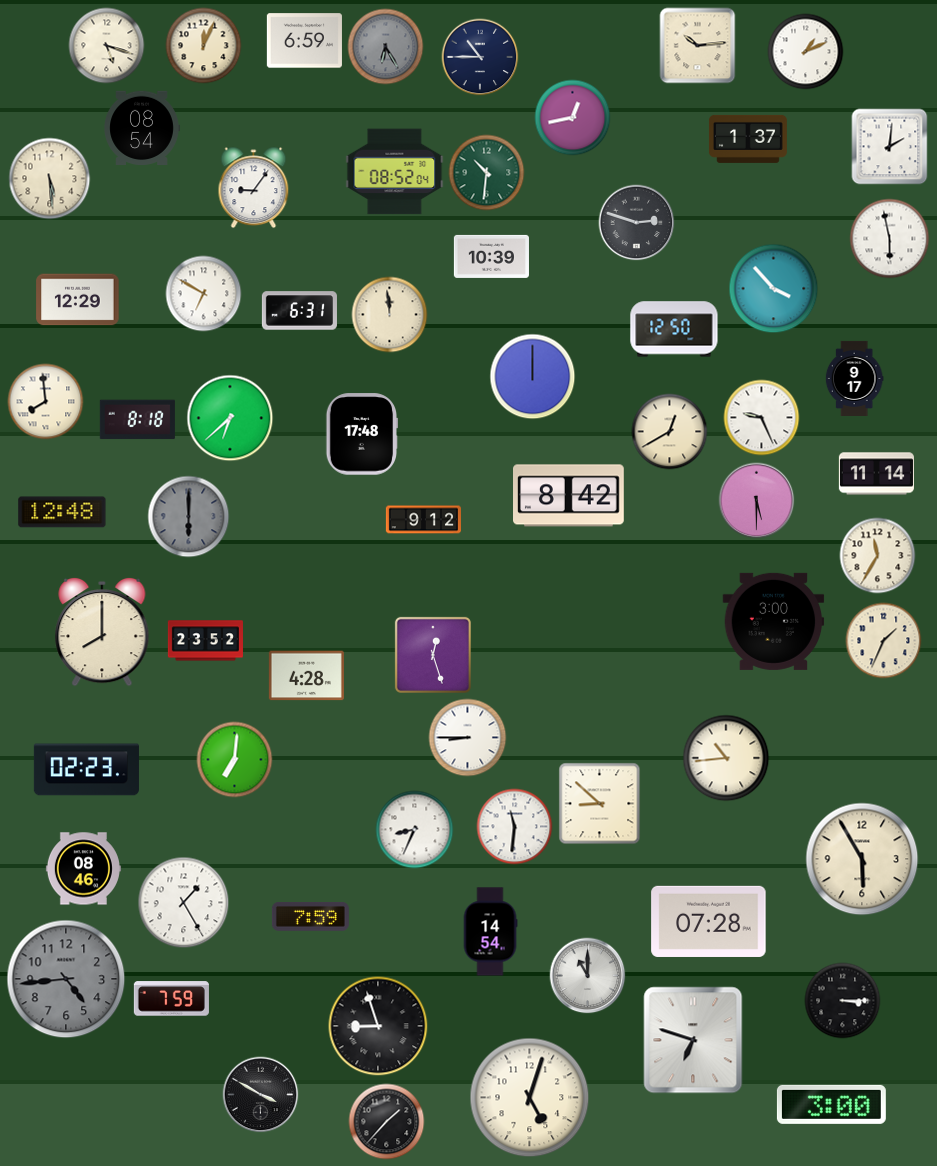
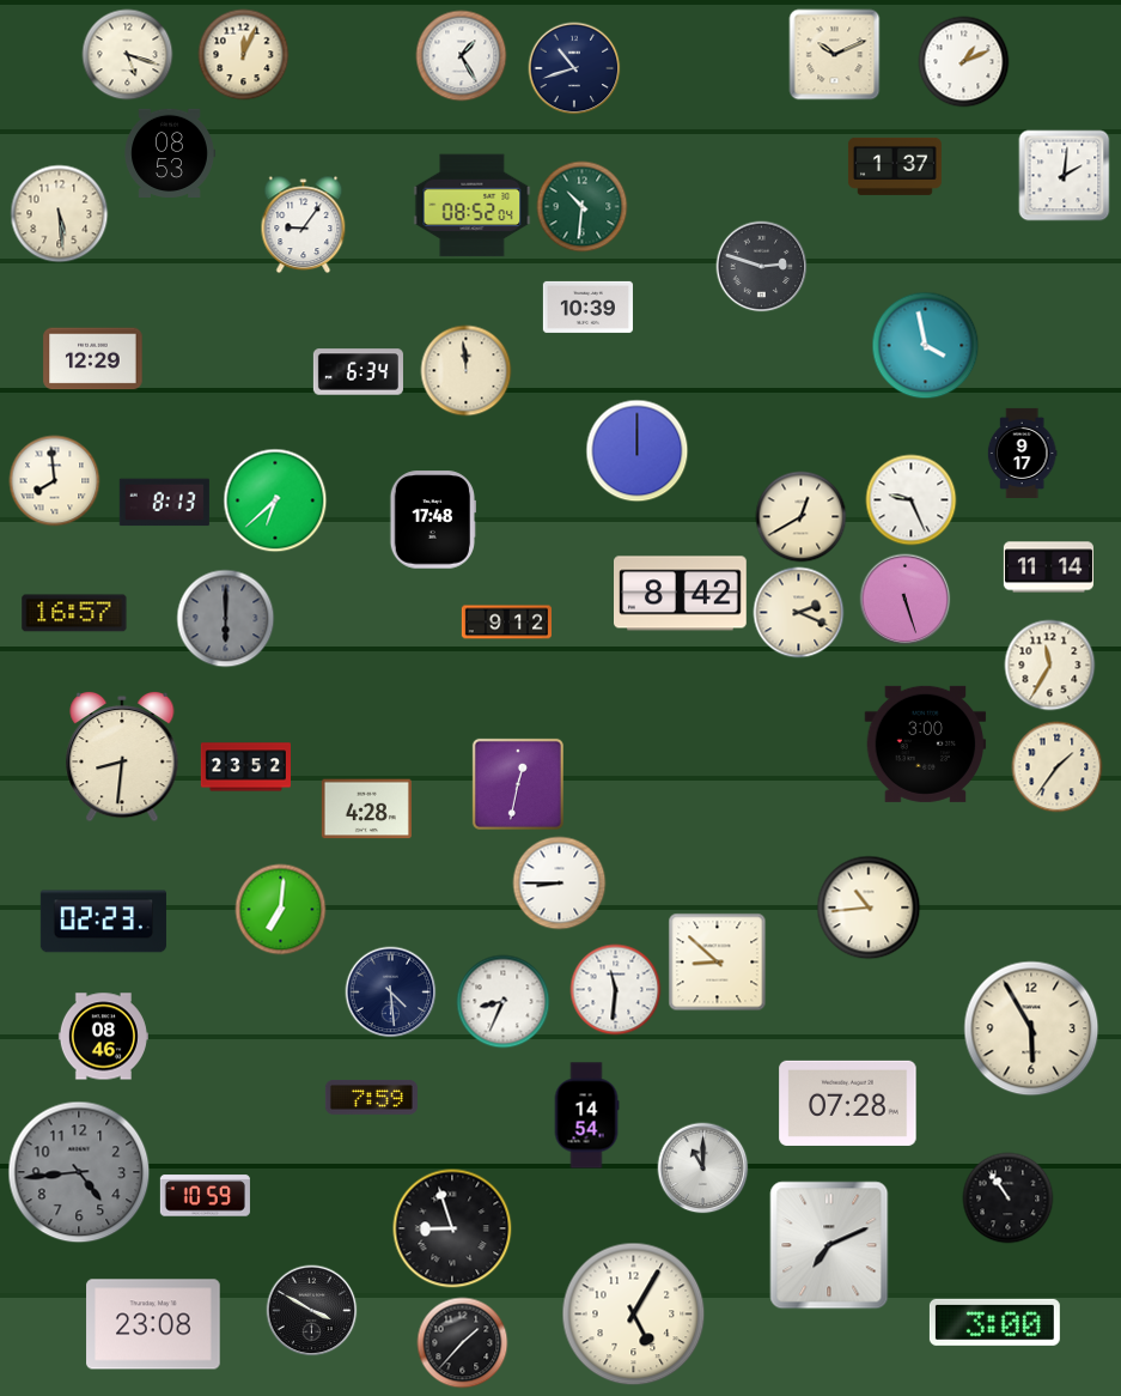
clock at (304, 41): 6:59 -> none
clock at (698, 46): 10:14 -> 10:11
clock at (386, 47): 6:25 -> 1:25
clock at (386, 47) dial: grey -> white
clock at (480, 57): 10:45 -> 10:42
clock at (573, 118): 12:43 -> none
clock at (142, 127): 08:54 -> 08:53
clock at (890, 239): 5:58 -> none
clock at (774, 289): 3:53 -> 3:58
clock at (204, 294): 6:50 -> none
clock at (299, 311): 6:31 -> 6:34
clock at (390, 315) position: (390, 315) -> (467, 371)
clock at (674, 329): 12:50 -> none
clock at (137, 420): 8:18 -> 8:13
clock at (757, 501): 5:30 -> 5:27
clock at (62, 512): 12:48 -> 16:57
clock at (799, 613): none -> 2:19
clock at (102, 632): 8:00 -> 8:31
clock at (884, 641): 1:34 -> 1:36
clock at (433, 655): 12:27 -> 12:32
clock at (391, 993): none -> 4:29
clock at (415, 830) position: (415, 830) -> (504, 1002)
clock at (83, 869) position: (83, 869) -> (103, 1037)
clock at (184, 903): 1:25 -> none
clock at (171, 999): 7:59 -> 10:59
clock at (843, 1001): 3:15 -> 10:54
clock at (693, 1040): 6:48 -> 7:11
clock at (530, 1098): 5:03 -> 5:05
clock at (153, 1324): none -> 23:08
